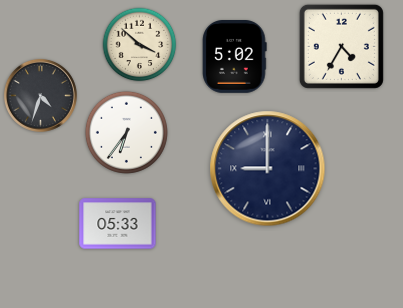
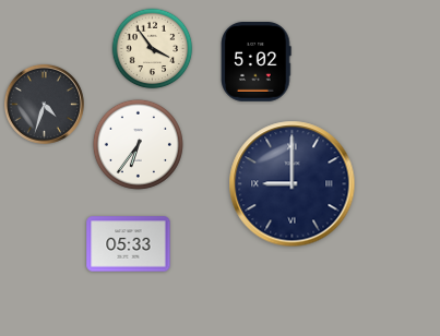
clock at (140, 45): 3:52 -> 3:54
clock at (341, 46): 4:35 -> none
